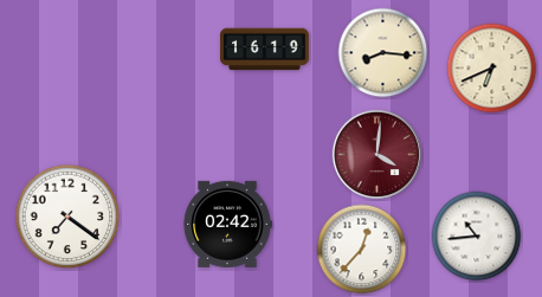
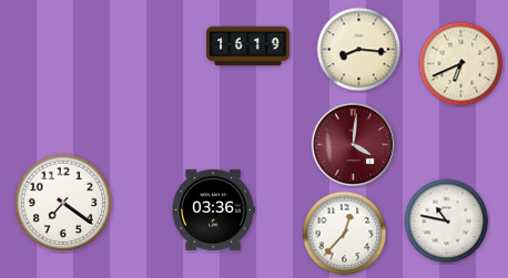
clock at (227, 224): 02:42 -> 03:36
clock at (477, 237): 10:44 -> 10:47
clock at (362, 250) position: (362, 250) -> (345, 234)
